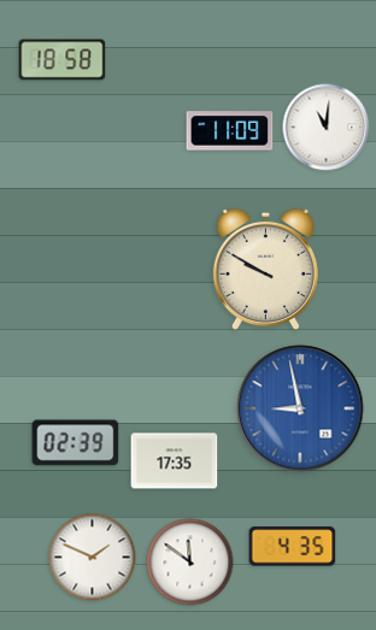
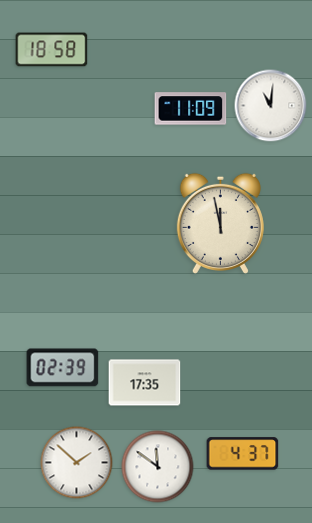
clock at (265, 269): 9:50 -> 11:58
clock at (300, 408): 8:58 -> none
clock at (293, 547): 4:35 -> 4:37
clock at (93, 558): 1:49 -> 1:52
